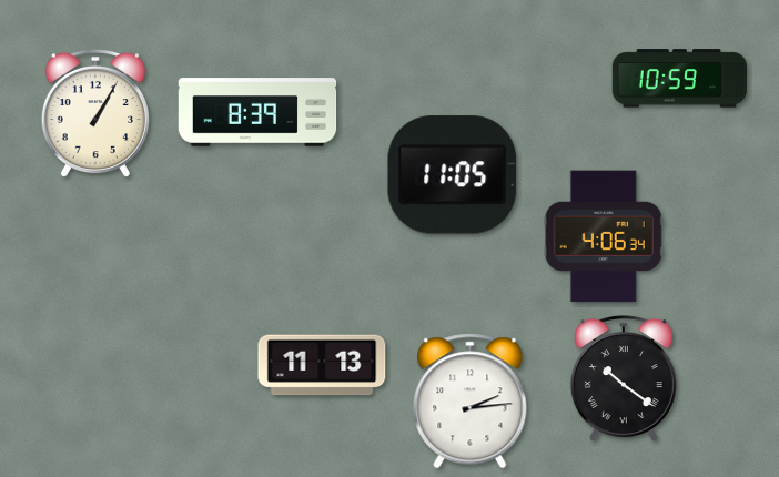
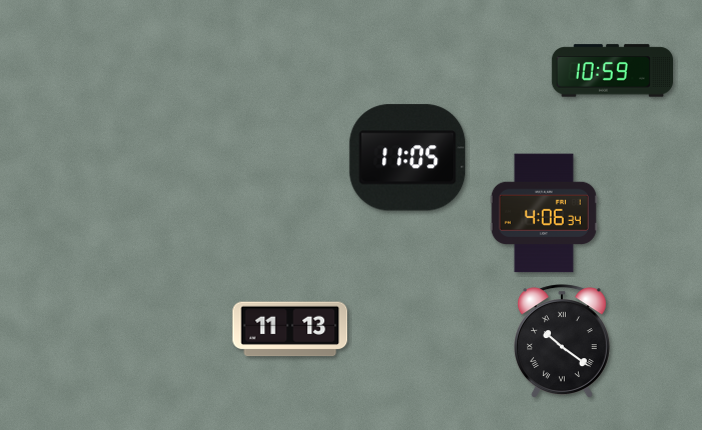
clock at (257, 112): 8:39 -> none
clock at (95, 113): 1:05 -> none
clock at (471, 402): 2:14 -> none
